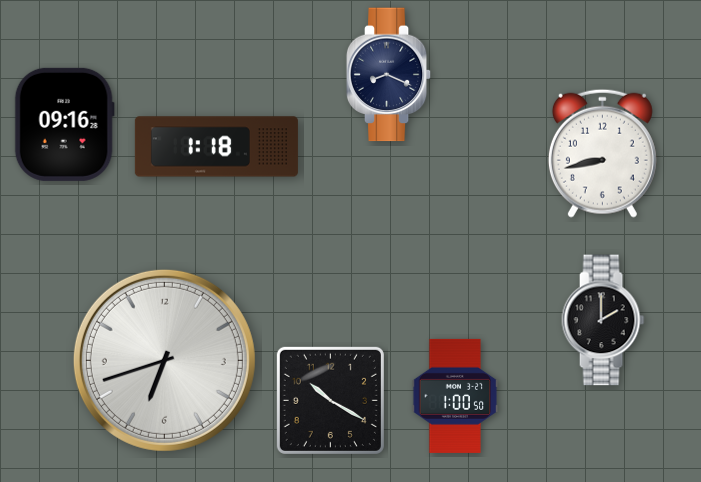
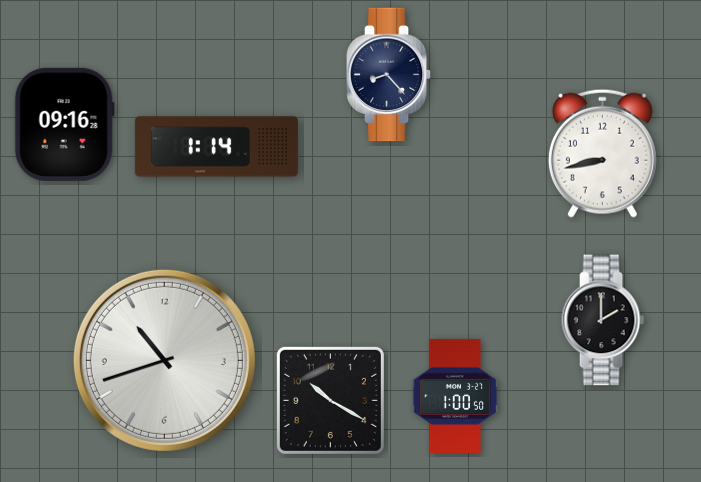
clock at (389, 75): 8:19 -> 8:23
clock at (216, 147): 1:18 -> 1:14
clock at (164, 360): 6:42 -> 10:42
